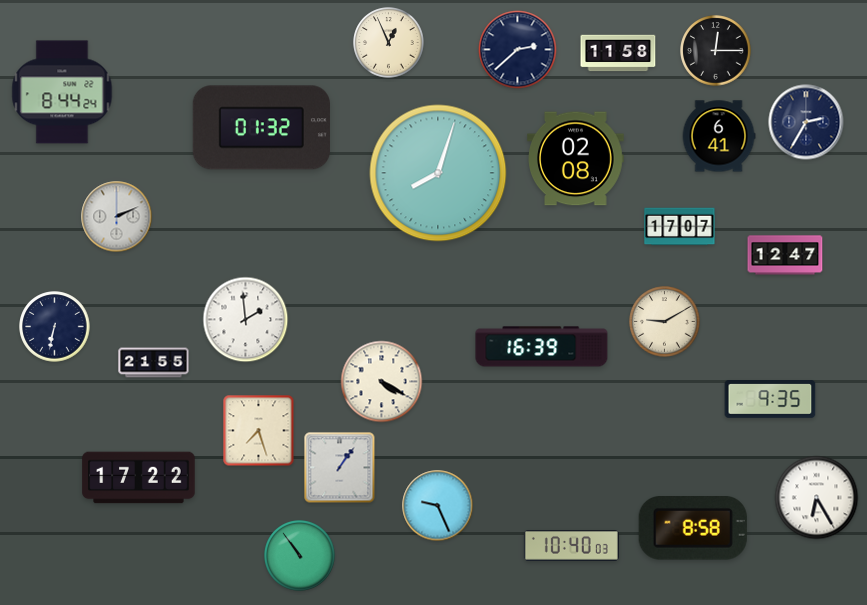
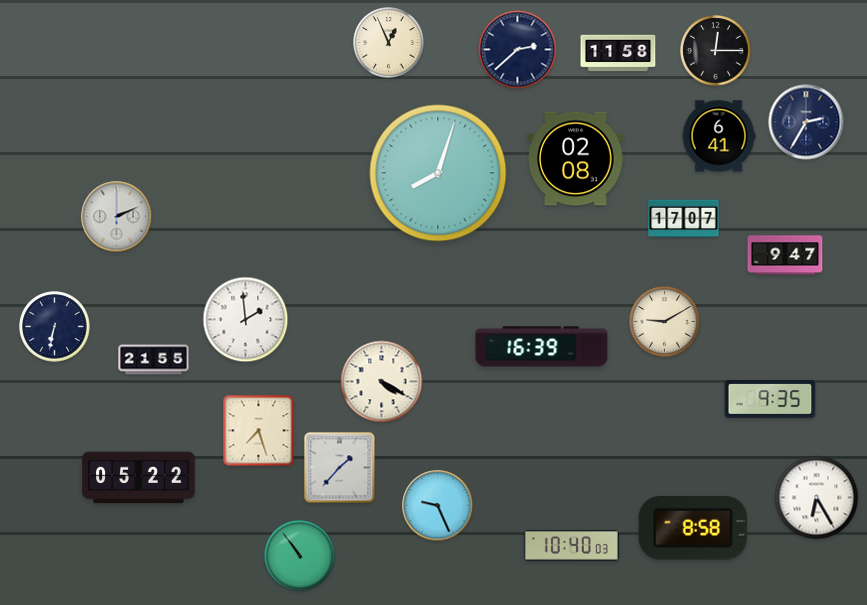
clock at (62, 92): 8:44 -> none
clock at (261, 128): 01:32 -> none
clock at (680, 227) position: (680, 227) -> (684, 219)
clock at (785, 255): 12:47 -> 9:47
clock at (154, 363) position: (154, 363) -> (154, 360)
clock at (340, 468): 1:06 -> 1:37
clock at (139, 478): 17:22 -> 05:22
